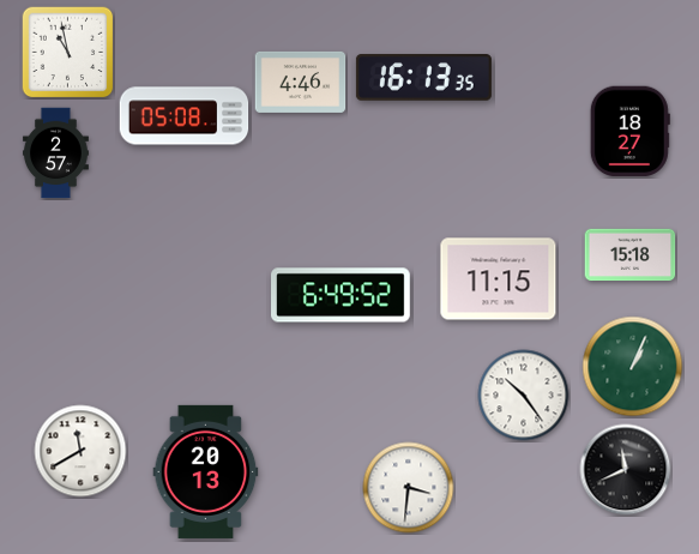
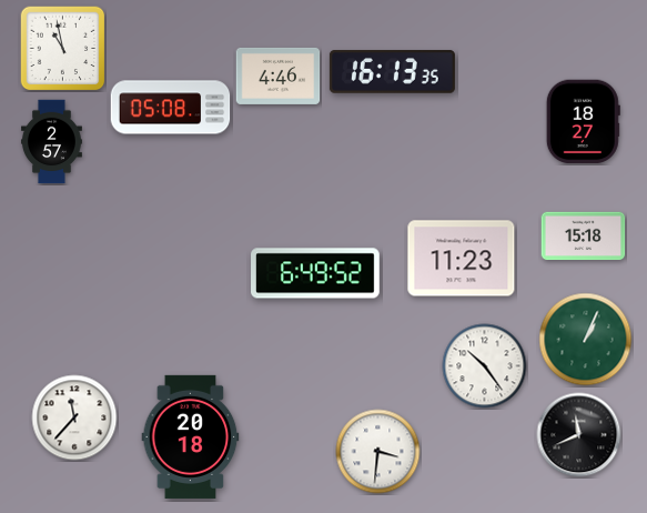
clock at (499, 279): 11:15 -> 11:23
clock at (80, 451): 11:40 -> 11:37
clock at (206, 471): 20:13 -> 20:18
